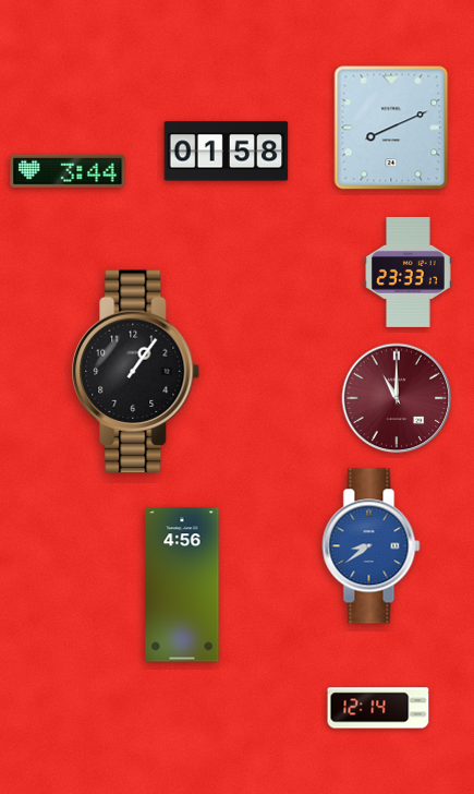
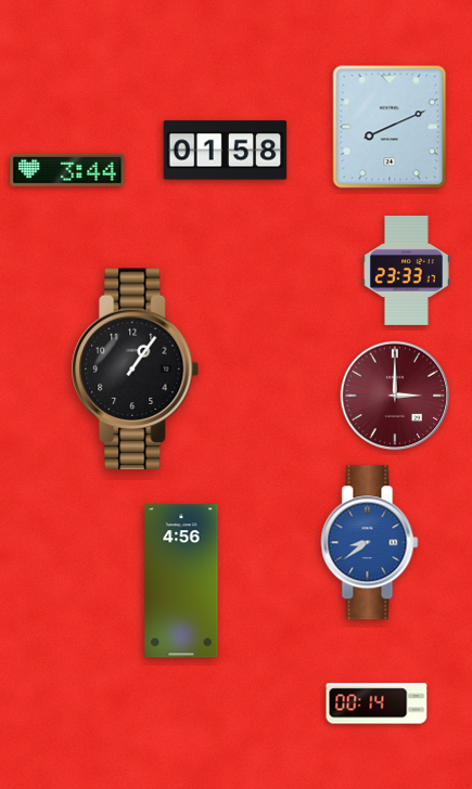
clock at (397, 398): 11:00 -> 3:00
clock at (378, 708): 12:14 -> 00:14
